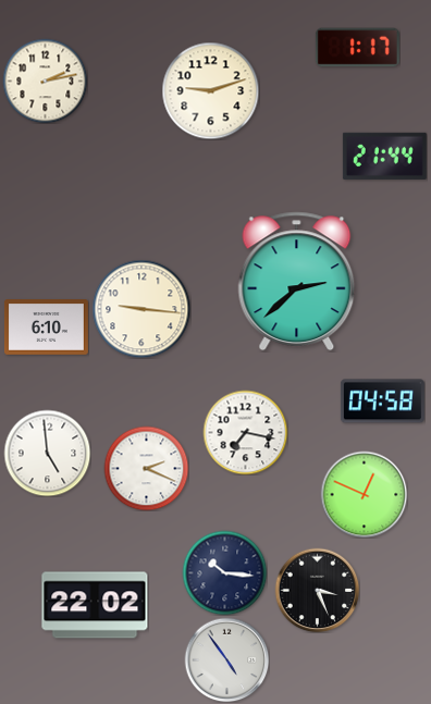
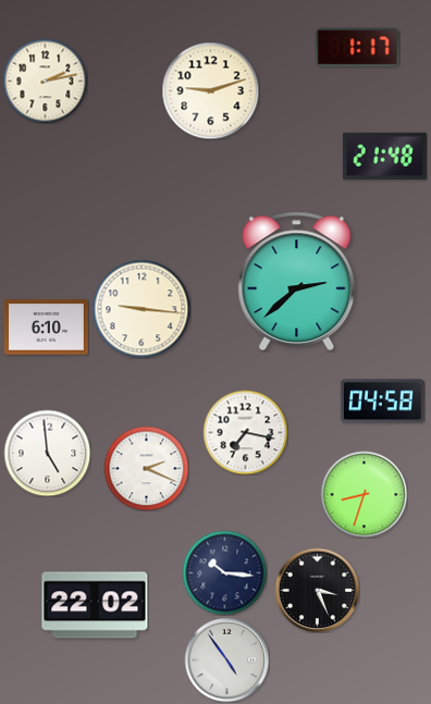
clock at (384, 156): 21:44 -> 21:48
clock at (364, 494): 12:49 -> 8:33
